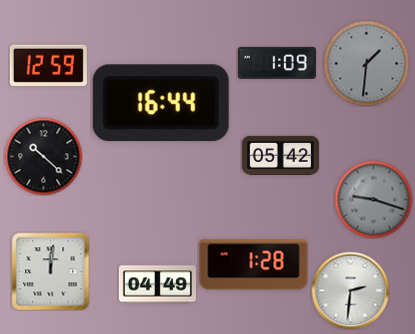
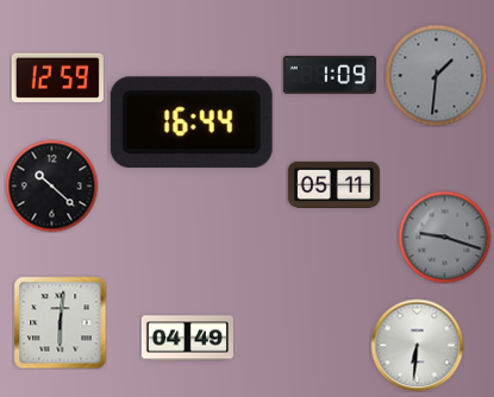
clock at (280, 155): 05:42 -> 05:11
clock at (254, 265): 1:28 -> none
clock at (50, 271): 12:01 -> 6:01
clock at (350, 290): 2:31 -> 6:31
